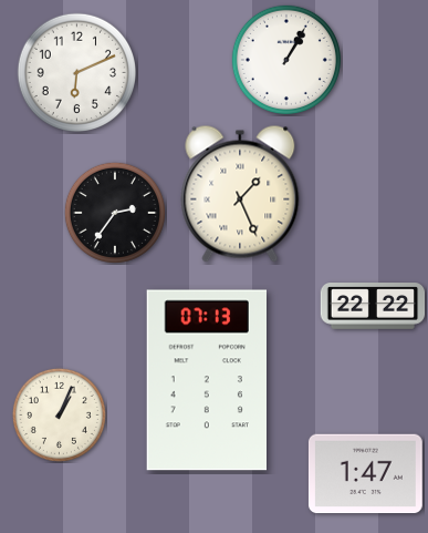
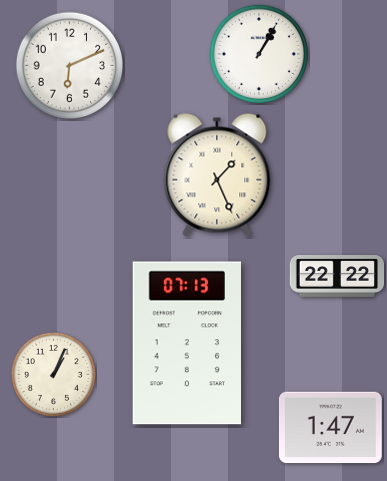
clock at (115, 213): 2:36 -> none
